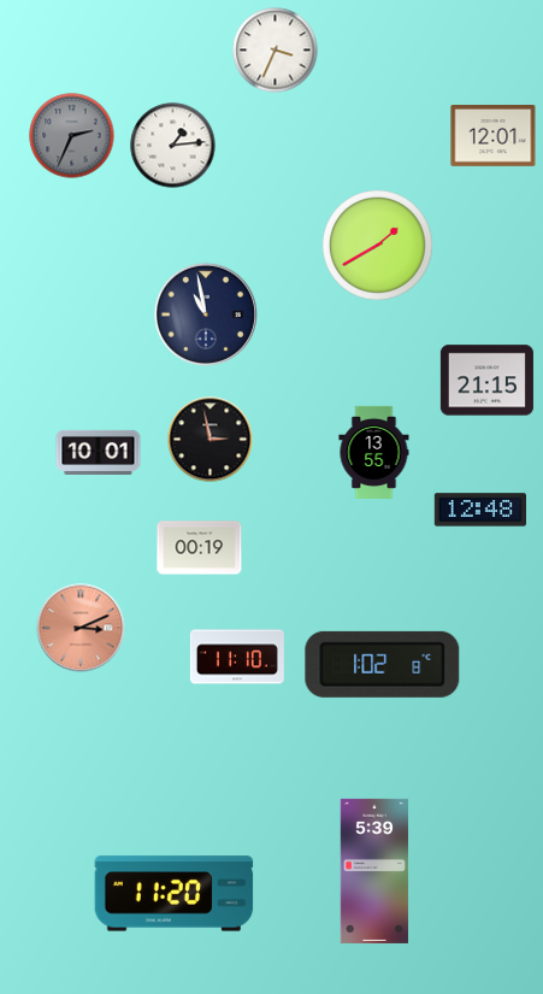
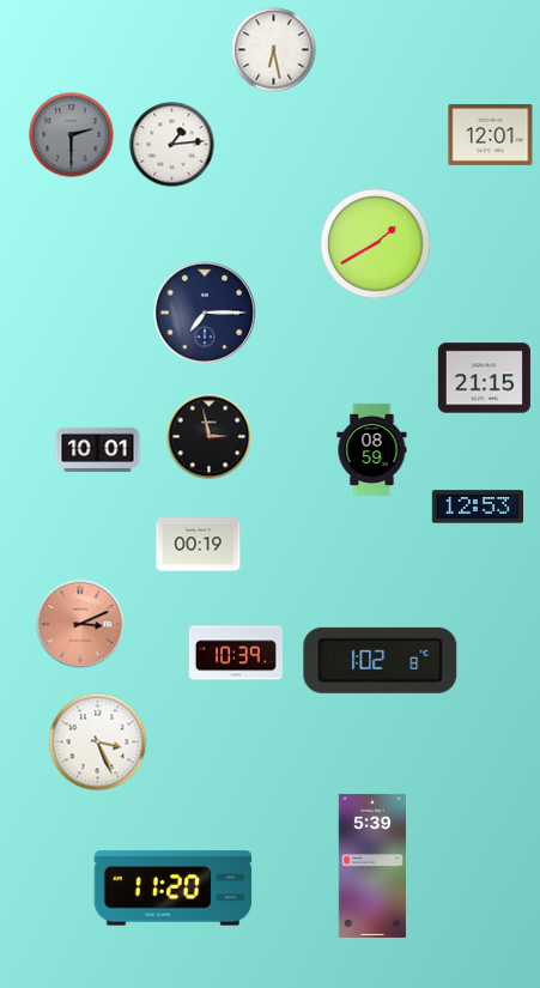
clock at (276, 51): 3:34 -> 6:28
clock at (72, 136): 2:34 -> 2:30
clock at (206, 314): 10:58 -> 7:15
clock at (374, 452): 13:55 -> 08:59
clock at (479, 510): 12:48 -> 12:53
clock at (237, 657): 11:10 -> 10:39
clock at (98, 742): none -> 3:26
